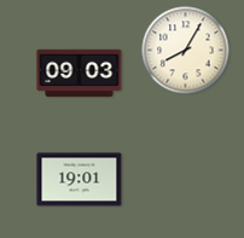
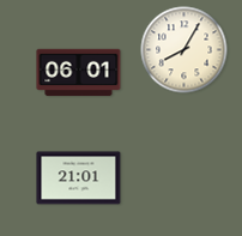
clock at (80, 74): 09:03 -> 06:01
clock at (80, 180): 19:01 -> 21:01
